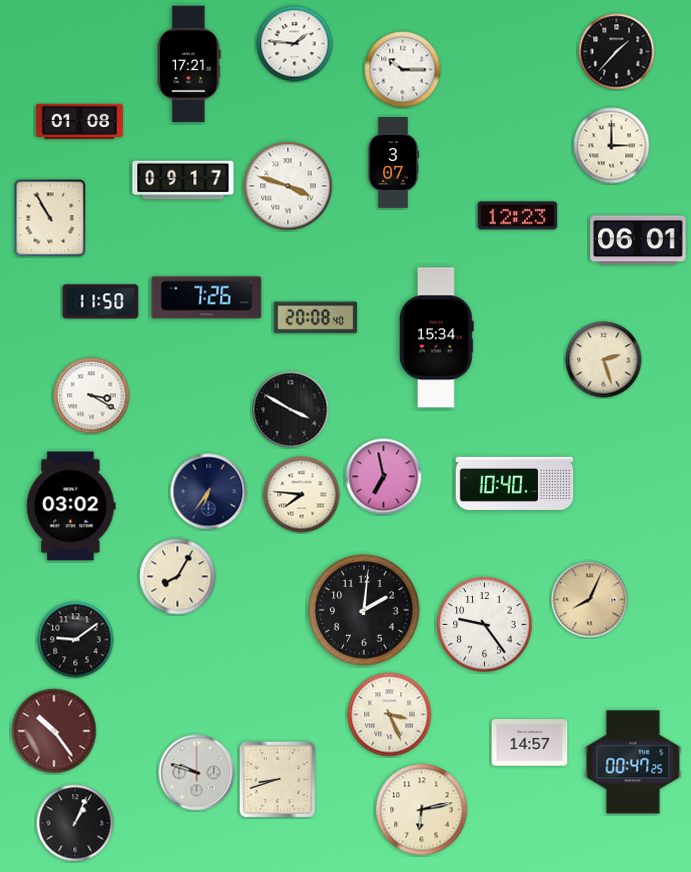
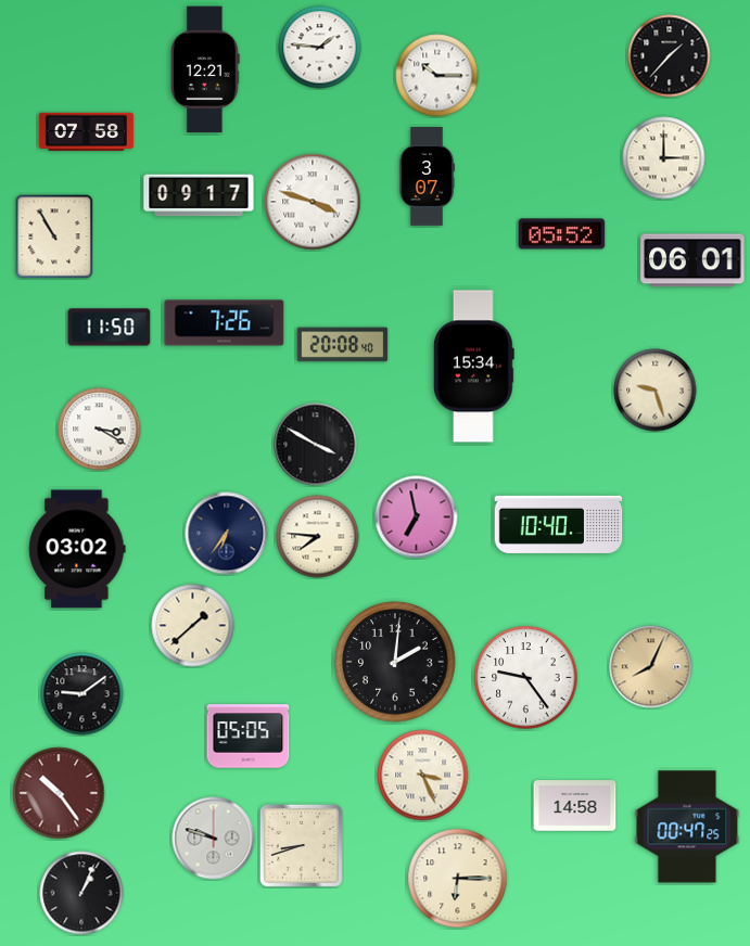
clock at (189, 64): 17:21 -> 12:21
clock at (79, 121): 01:08 -> 07:58
clock at (518, 216): 12:23 -> 05:52
clock at (604, 360): 2:27 -> 9:27
clock at (302, 495) position: (302, 495) -> (318, 537)
clock at (178, 577): 8:05 -> 1:38
clock at (590, 600) position: (590, 600) -> (651, 667)
clock at (249, 737): none -> 05:05
clock at (530, 743): 14:57 -> 14:58
clock at (422, 810): 6:13 -> 6:15
